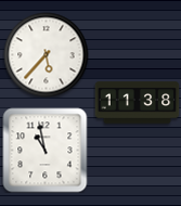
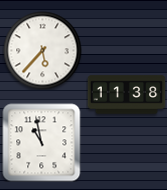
clock at (44, 150) position: (44, 150) -> (41, 142)
